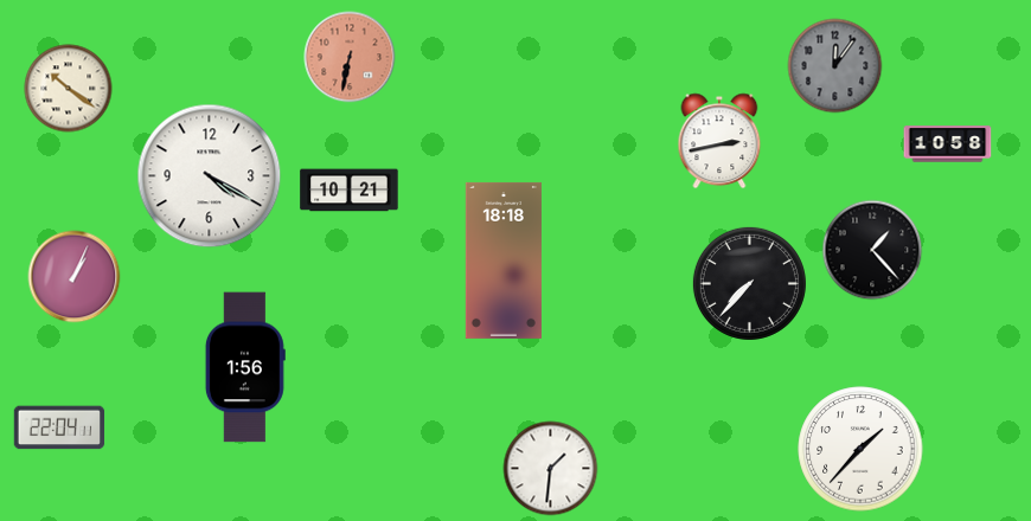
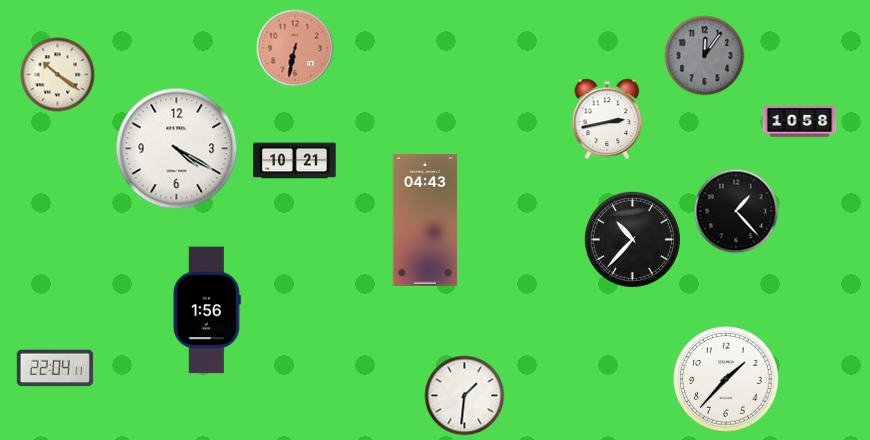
clock at (504, 260): 18:18 -> 04:43
clock at (75, 277): 1:04 -> none
clock at (749, 283): 7:37 -> 10:37
clock at (59, 427) position: (59, 427) -> (55, 368)
